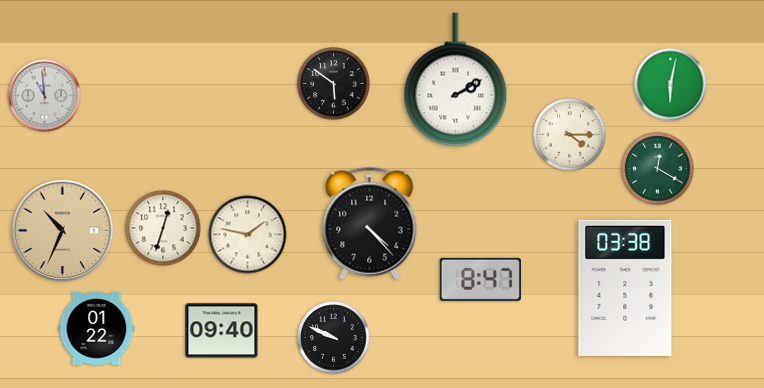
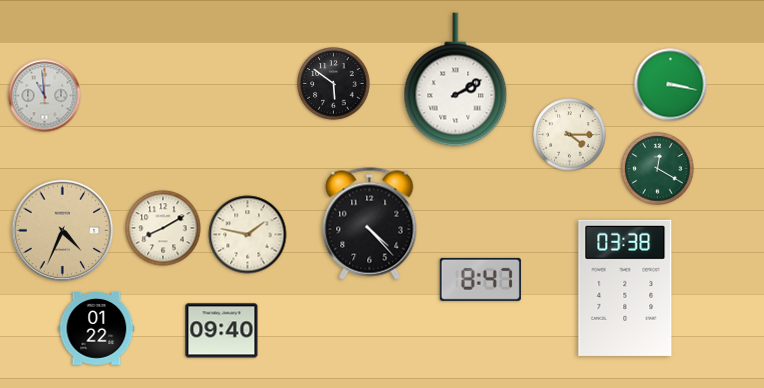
clock at (671, 85): 6:02 -> 3:17
clock at (163, 228): 12:33 -> 8:10
clock at (63, 231): 10:34 -> 4:34
clock at (334, 338): 9:49 -> none
